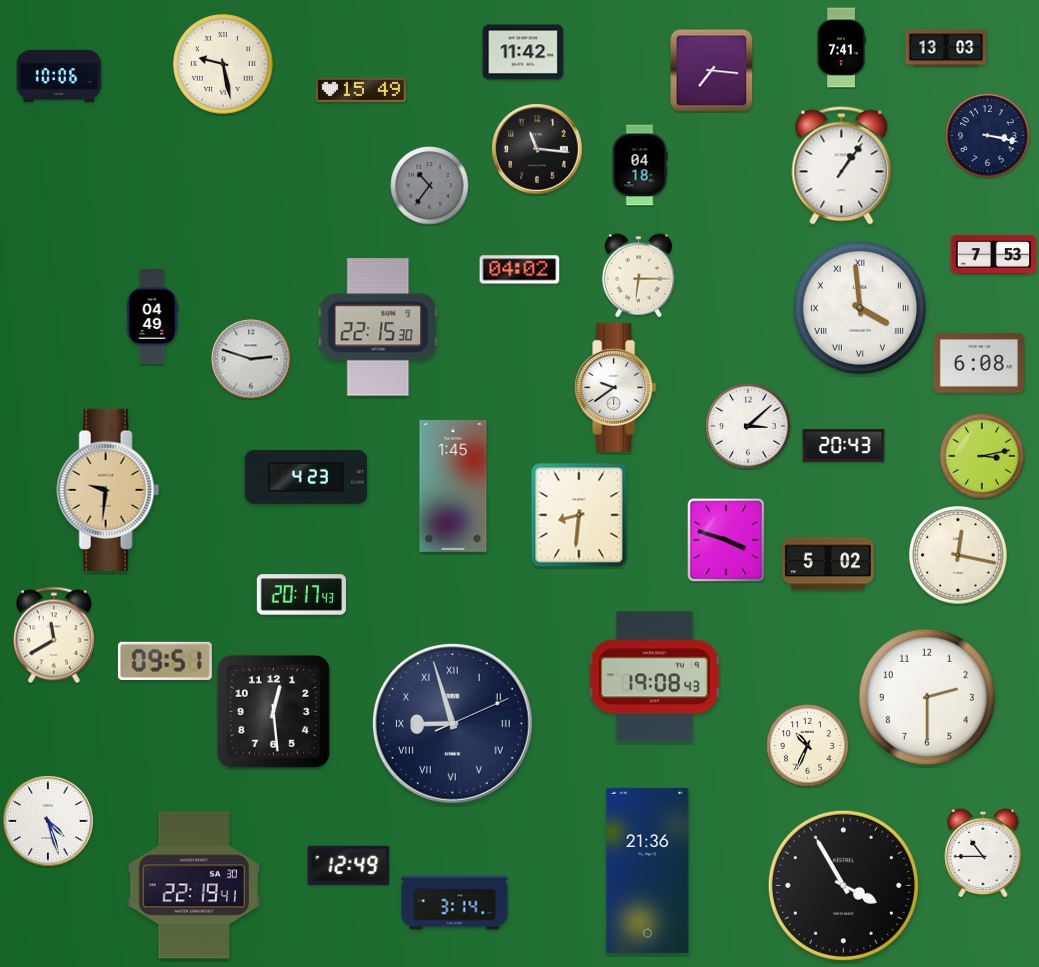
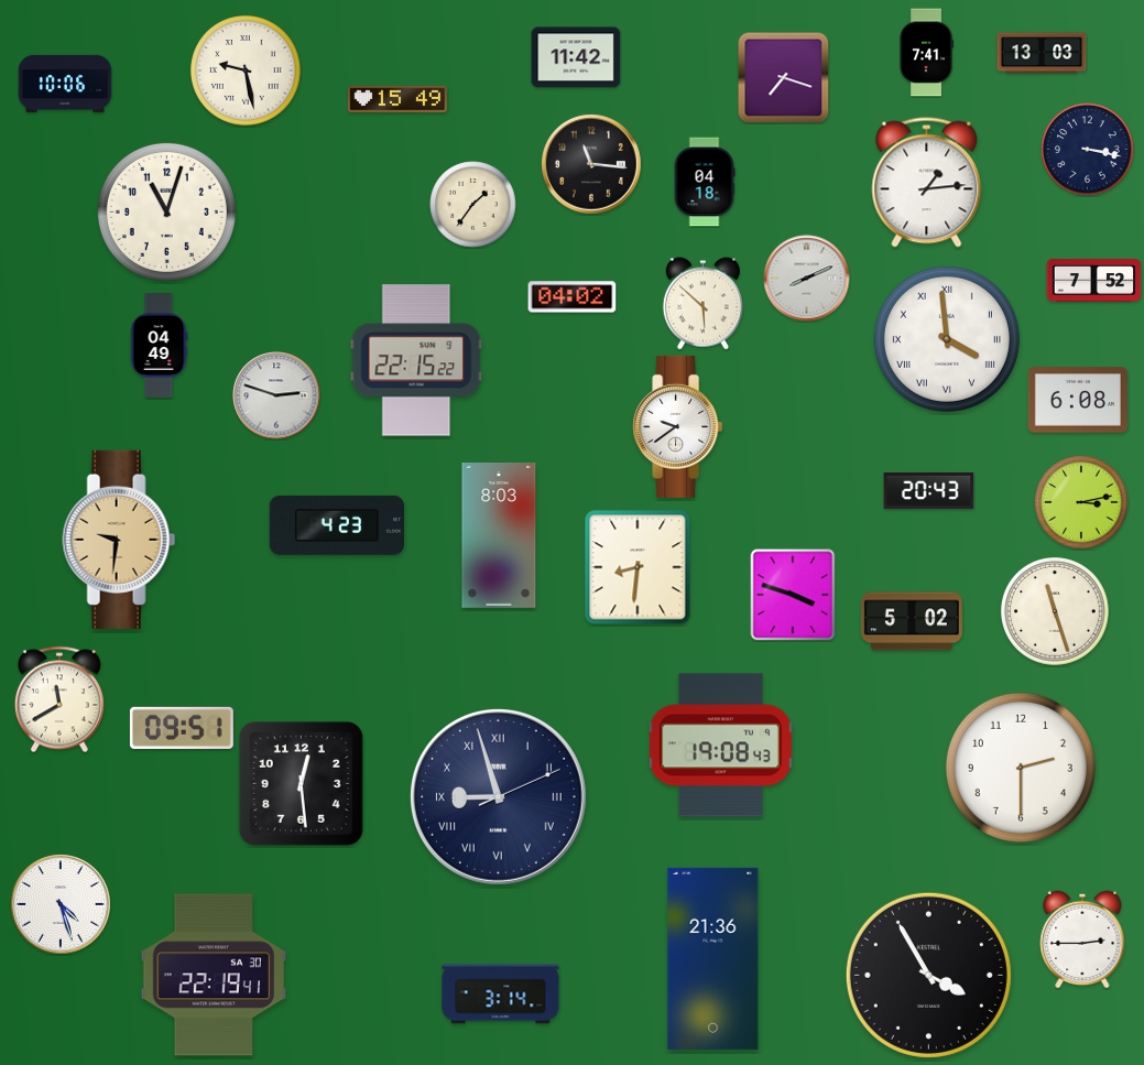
clock at (712, 71): 7:16 -> 7:18
clock at (842, 166): 1:06 -> 1:14
clock at (430, 186): 10:36 -> 1:36
clock at (430, 186) dial: grey -> cream
clock at (166, 211): none -> 11:03
clock at (807, 279): none -> 8:11
clock at (994, 255): 7:53 -> 7:52
clock at (638, 276): 6:15 -> 5:52
clock at (152, 317) position: (152, 317) -> (159, 346)
clock at (378, 327): 22:15:30 -> 22:15:22
clock at (748, 426): 3:08 -> none
clock at (453, 487): 1:45 -> 8:03
clock at (726, 540) position: (726, 540) -> (793, 595)
clock at (958, 555): 12:17 -> 11:27
clock at (301, 595): 20:17 -> none
clock at (808, 746): 10:34 -> none
clock at (48, 821) position: (48, 821) -> (61, 904)
clock at (983, 853): 10:45 -> 2:45
clock at (349, 865): 12:49 -> none
